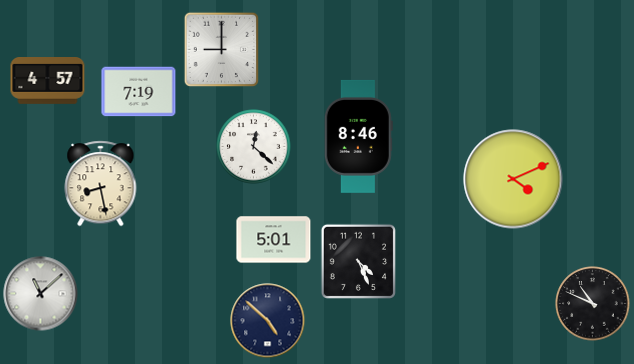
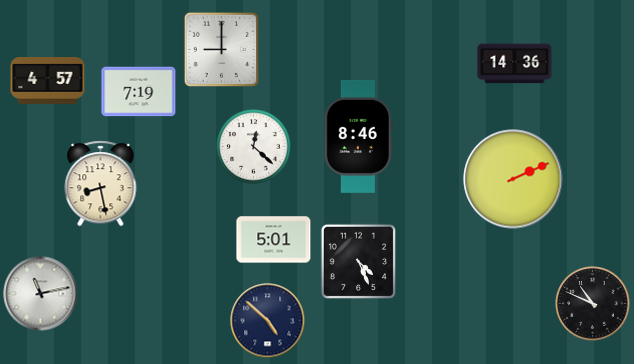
clock at (515, 64): none -> 14:36
clock at (513, 179): 4:11 -> 2:11
clock at (41, 294): 11:08 -> 11:13
